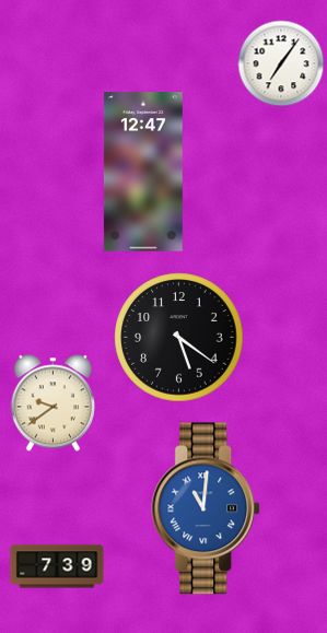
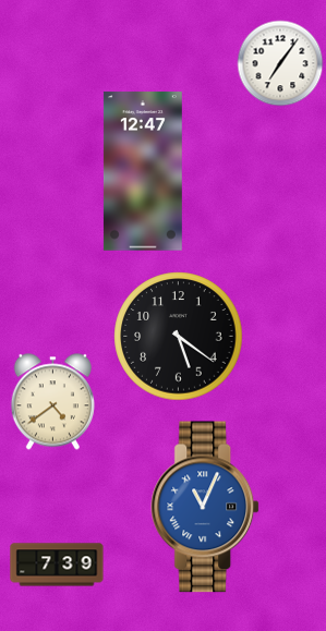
clock at (52, 403): 9:39 -> 4:39
clock at (207, 508): 11:01 -> 11:04
